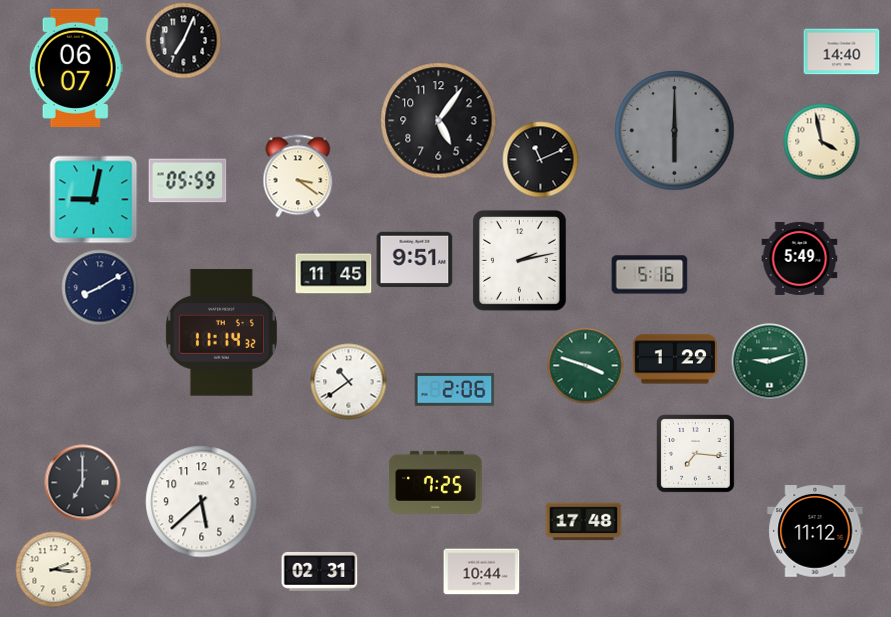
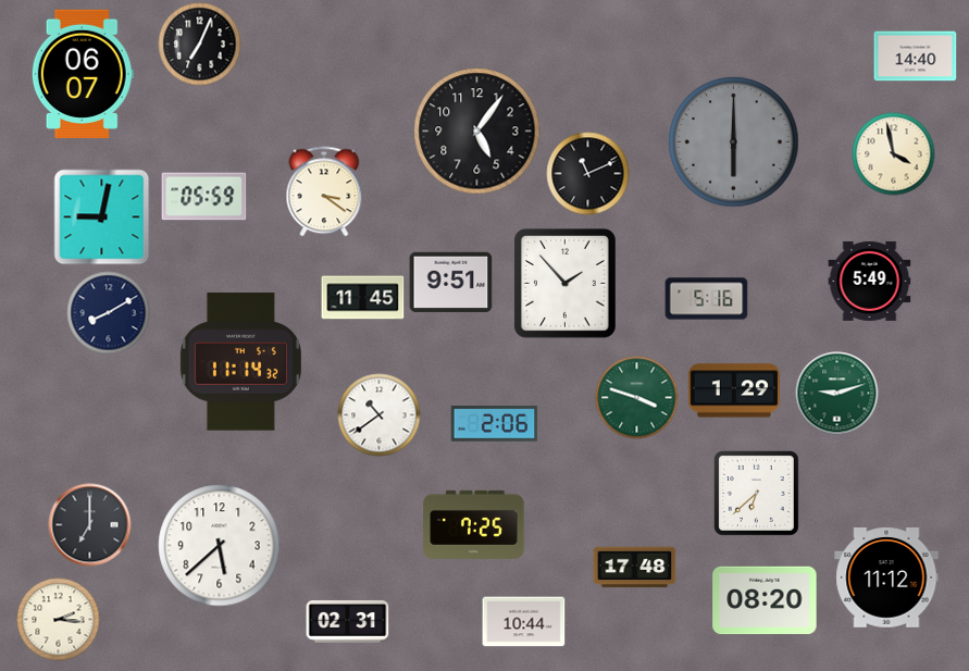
clock at (520, 261): 2:13 -> 1:53
clock at (695, 453): 7:16 -> 6:38
clock at (765, 600): none -> 08:20
